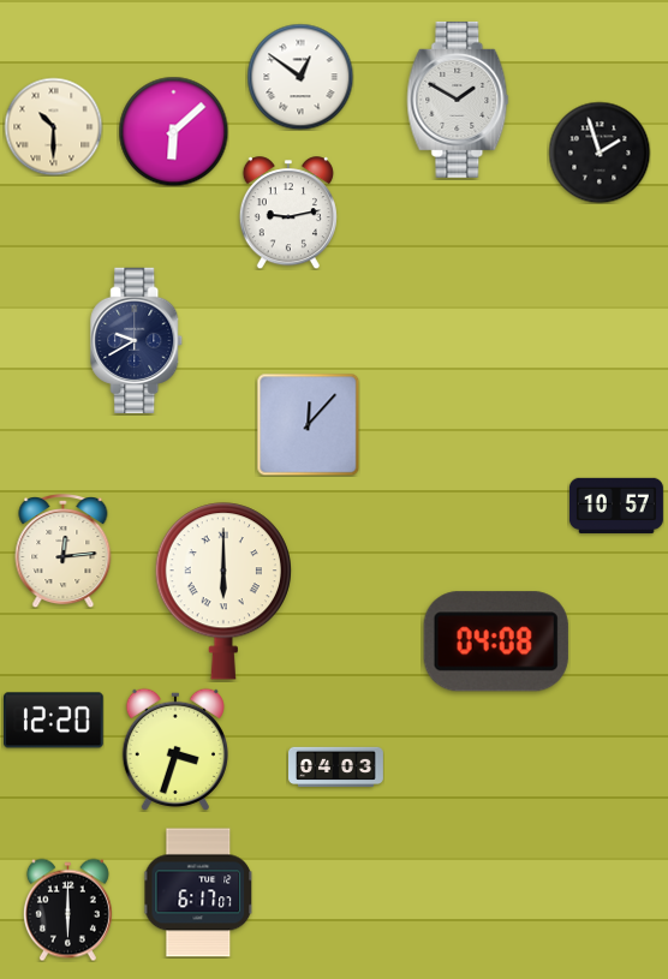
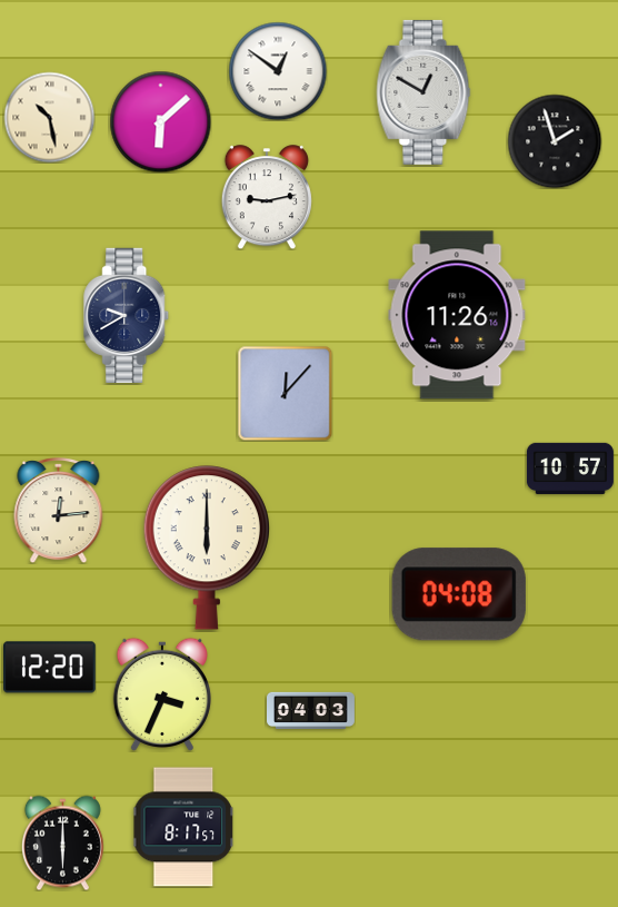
clock at (458, 100): 1:50 -> 12:50
clock at (53, 126): 10:30 -> 10:28
clock at (457, 315): none -> 11:26
clock at (175, 748): 3:33 -> 3:34
clock at (198, 893): 6:17 -> 8:17
